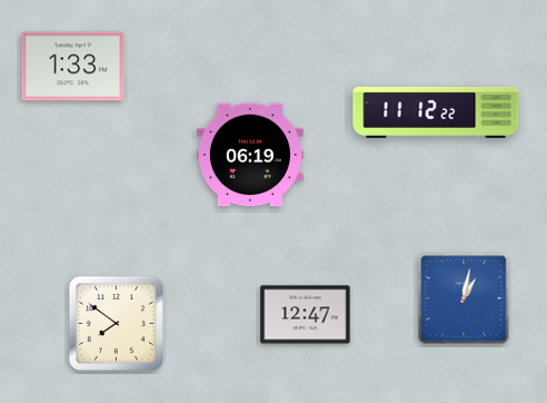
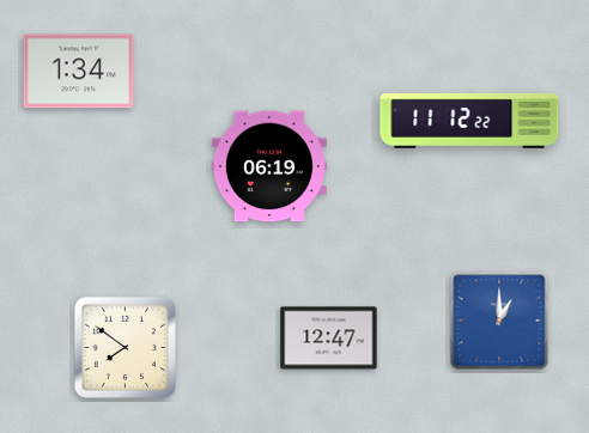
clock at (73, 67): 1:33 -> 1:34
clock at (464, 298): 1:02 -> 1:00
